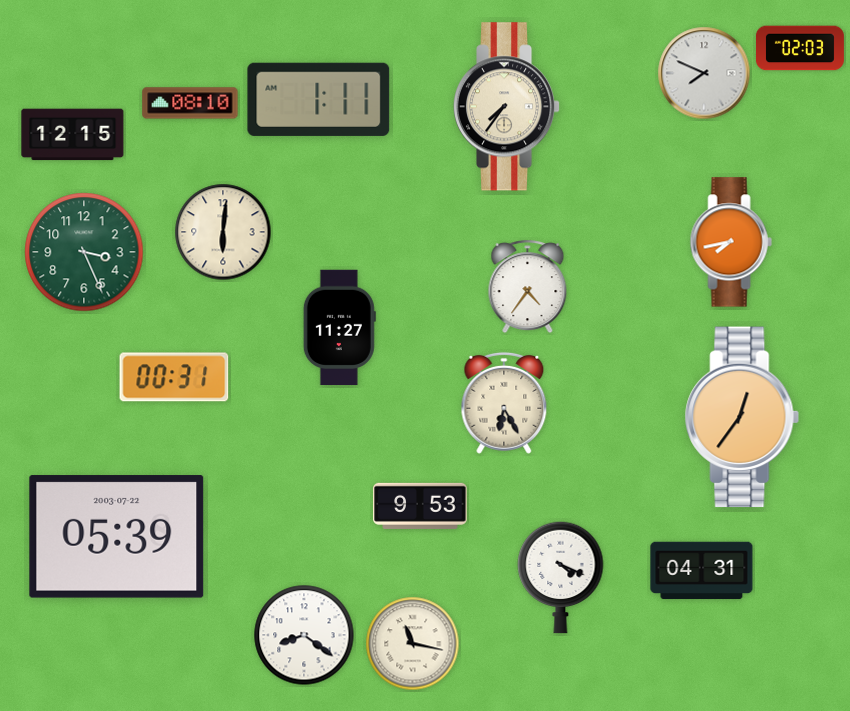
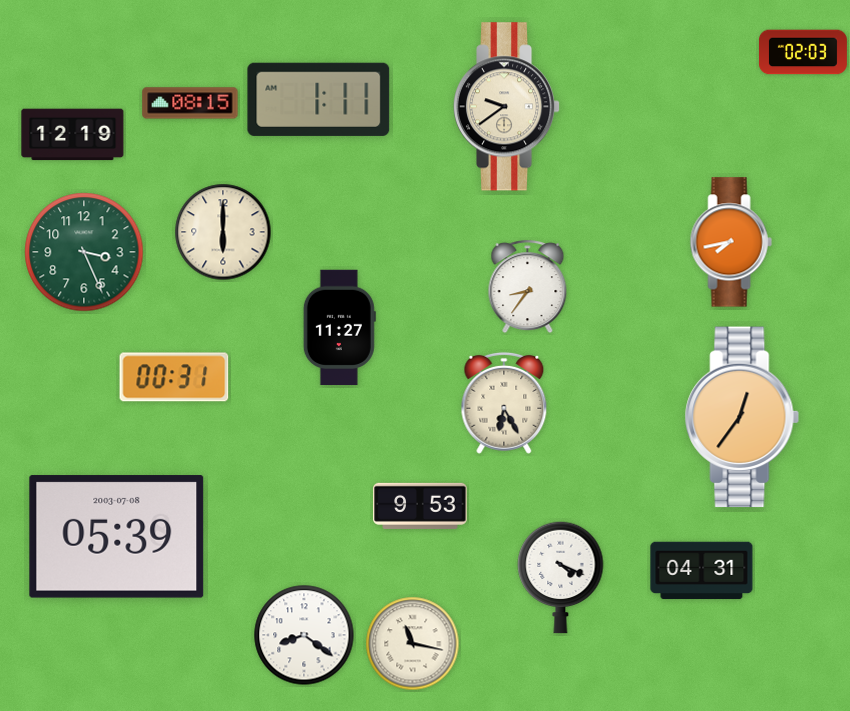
clock at (800, 48) position: (800, 48) -> (803, 52)
clock at (704, 73): 7:49 -> none
clock at (190, 103): 08:10 -> 08:15
clock at (507, 107): 7:36 -> 9:39
clock at (73, 135): 12:15 -> 12:19
clock at (223, 232): 6:01 -> 6:00
clock at (528, 287): 4:36 -> 8:36
clock at (117, 537) date: 2003-07-22 -> 2003-07-08
